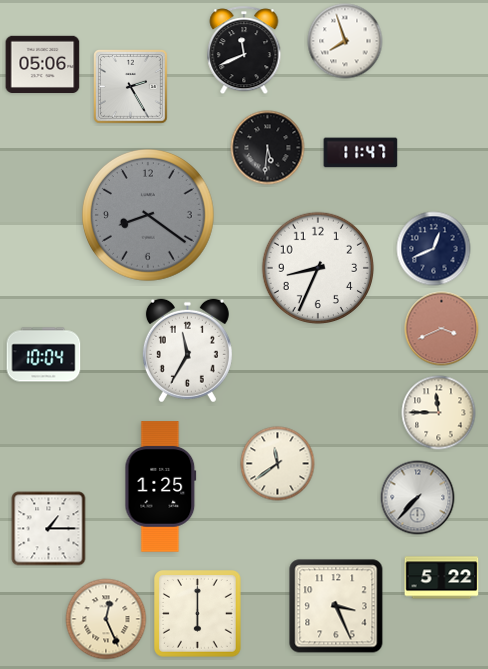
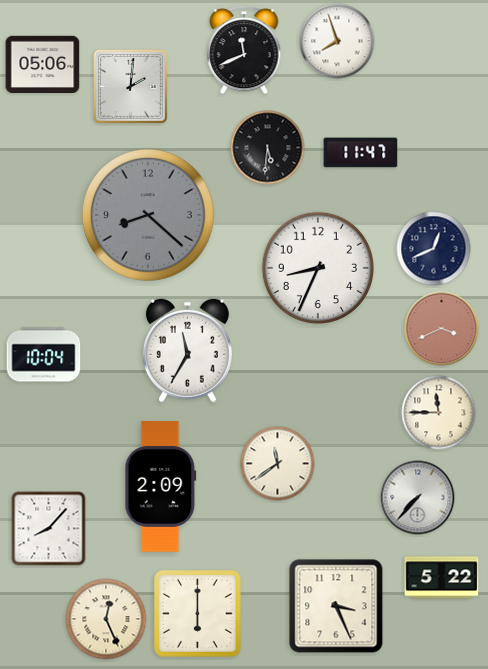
clock at (345, 41) position: (345, 41) -> (337, 41)
clock at (131, 87): 2:25 -> 2:01
clock at (148, 215): 8:21 -> 8:22
clock at (161, 487): 1:25 -> 2:09
clock at (49, 529): 1:15 -> 8:07
